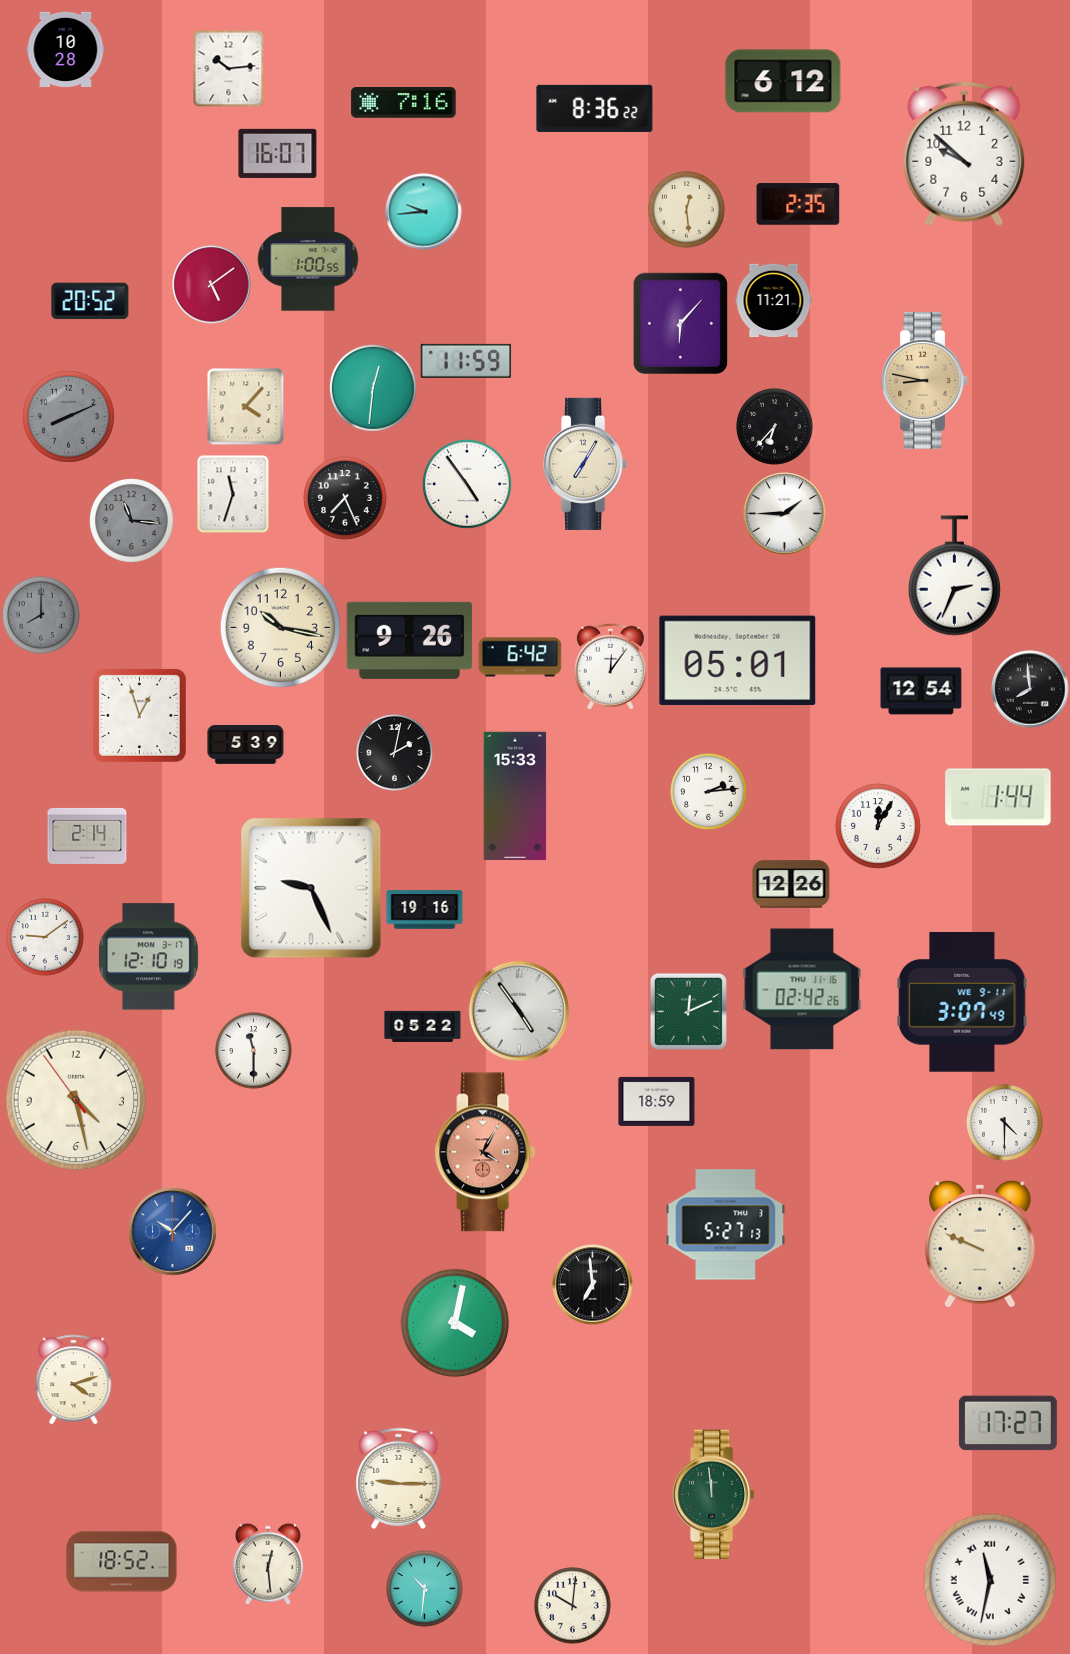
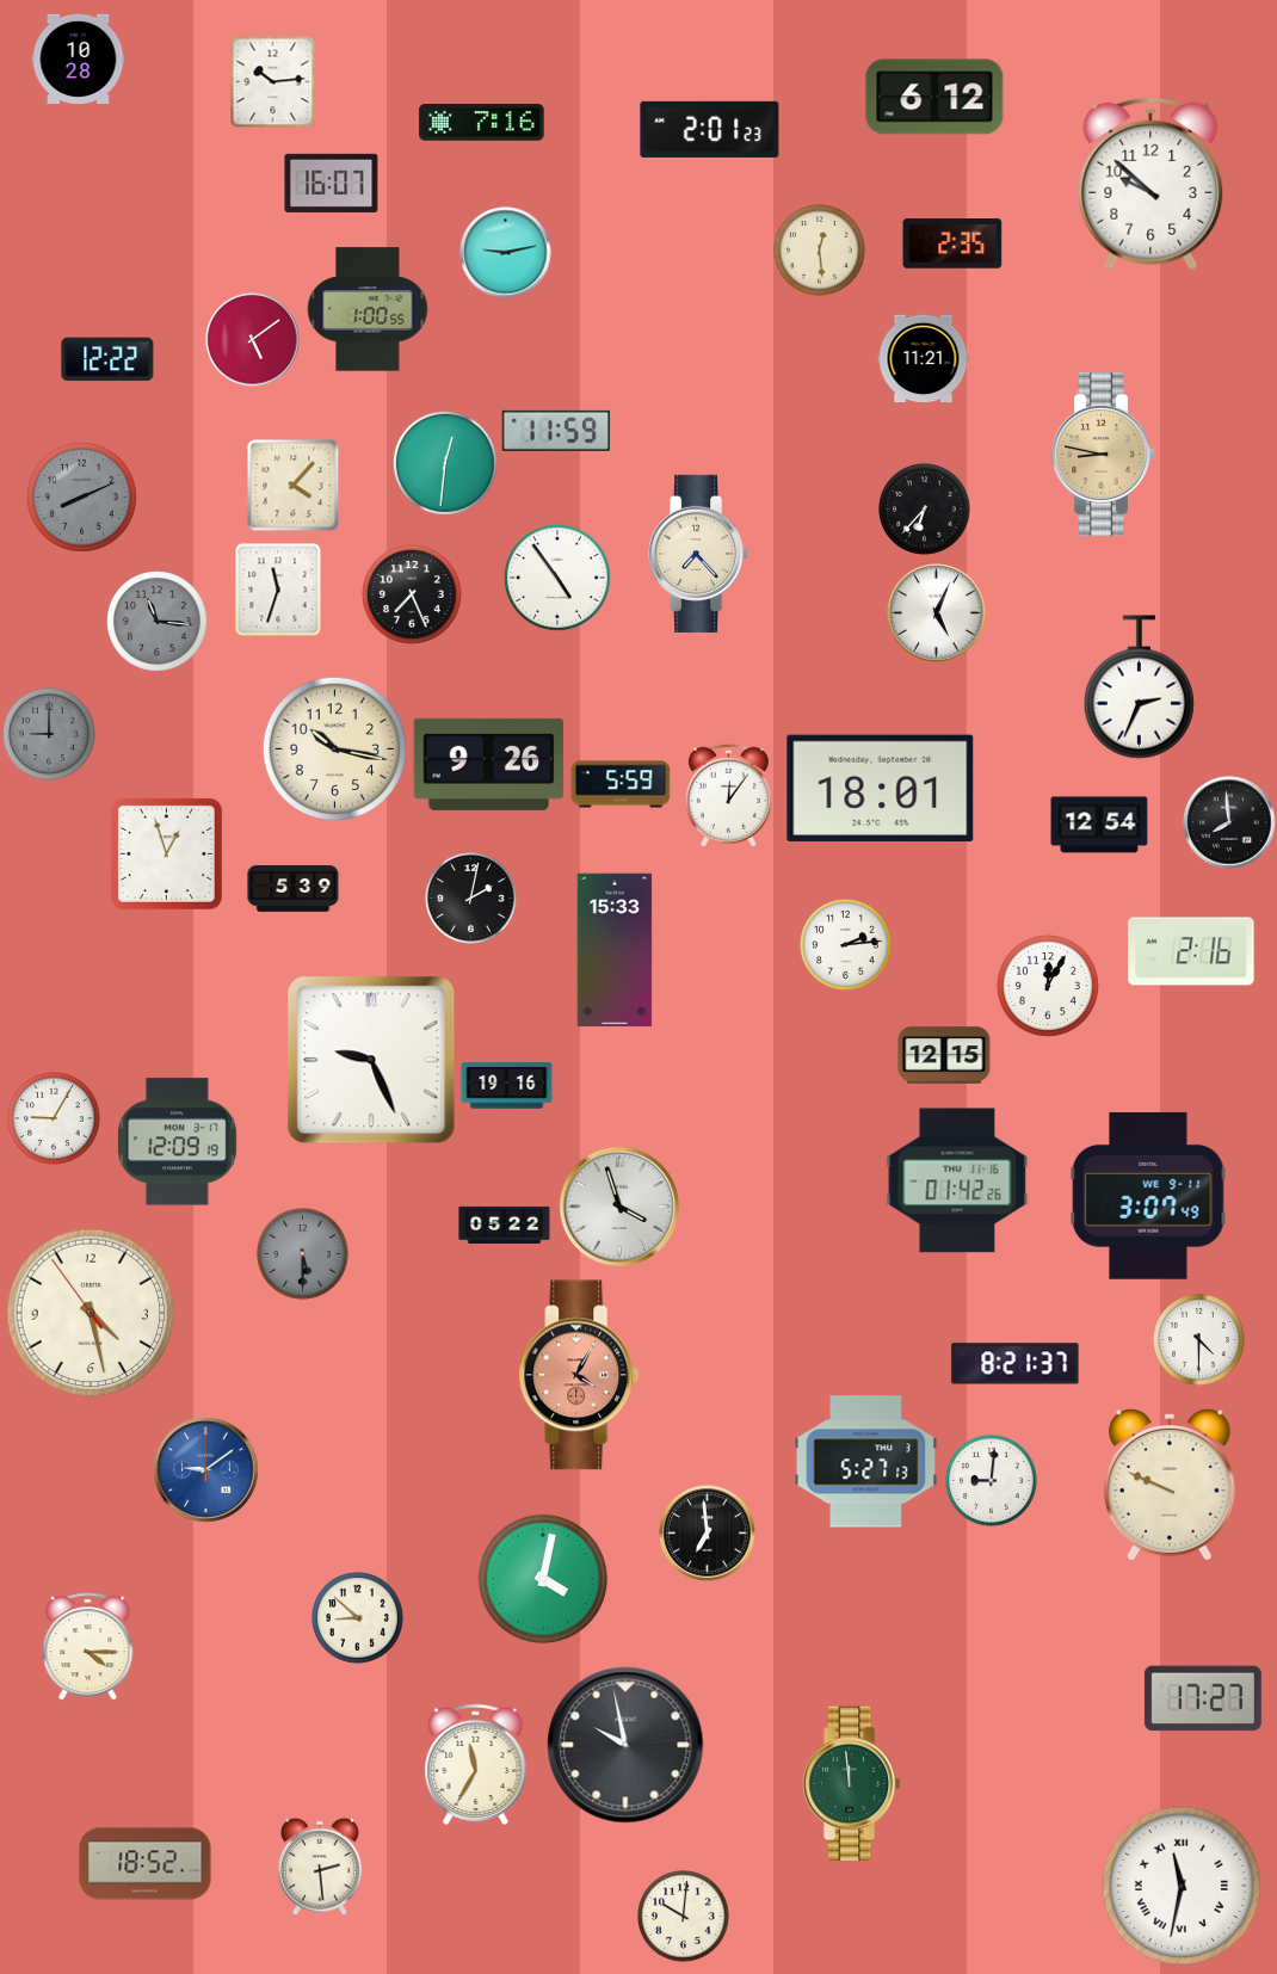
clock at (595, 108): 8:36 -> 2:01
clock at (424, 212): 9:44 -> 9:13
clock at (90, 301): 20:52 -> 12:22
clock at (681, 324): 6:07 -> none
clock at (586, 464): 7:05 -> 7:23
clock at (785, 514): 1:45 -> 5:04
clock at (41, 615): 8:00 -> 9:00
clock at (520, 657): 6:42 -> 5:59
clock at (738, 661): 05:01 -> 18:01
clock at (998, 797): 1:44 -> 2:16
clock at (87, 836): 2:14 -> none
clock at (791, 884): 12:26 -> 12:15
clock at (45, 937): 9:09 -> 9:05
clock at (148, 957): 12:10 -> 12:09
clock at (802, 989): 02:42 -> 01:42
clock at (518, 1010): 4:54 -> 3:57
clock at (688, 1011): 12:11 -> none
clock at (254, 1051): 11:30 -> 5:30
clock at (254, 1051) dial: white -> grey
clock at (657, 1101): 18:59 -> none
clock at (1016, 1364): none -> 8:21
clock at (172, 1231): 10:07 -> 9:09
clock at (992, 1481): none -> 9:01
clock at (358, 1618): none -> 8:52
clock at (74, 1380): 4:12 -> 4:15
clock at (625, 1745): none -> 9:58
clock at (399, 1478): 9:15 -> 11:35
clock at (268, 1564): 12:29 -> 2:29
clock at (425, 1589): 10:31 -> none
